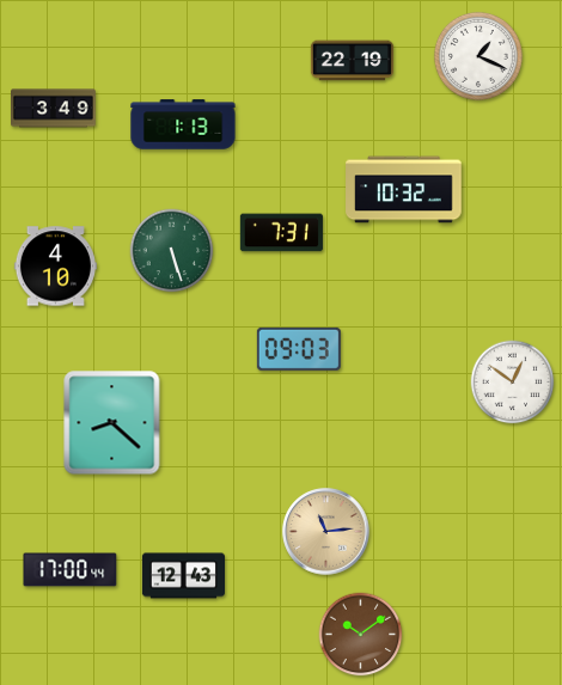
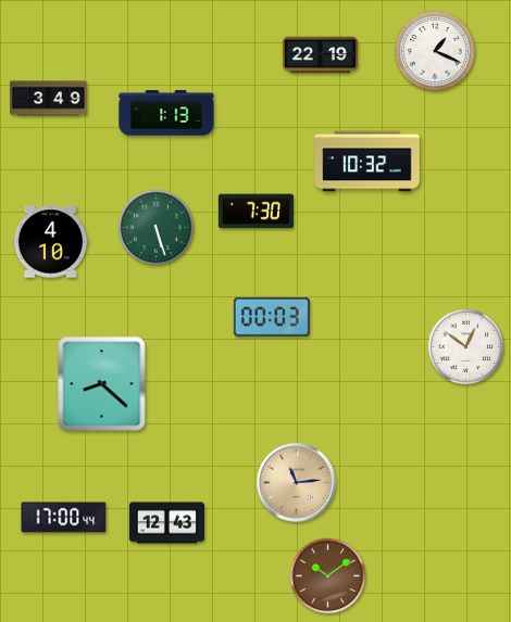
clock at (404, 190) position: (404, 190) -> (367, 162)
clock at (281, 233): 7:31 -> 7:30
clock at (299, 349): 09:03 -> 00:03
